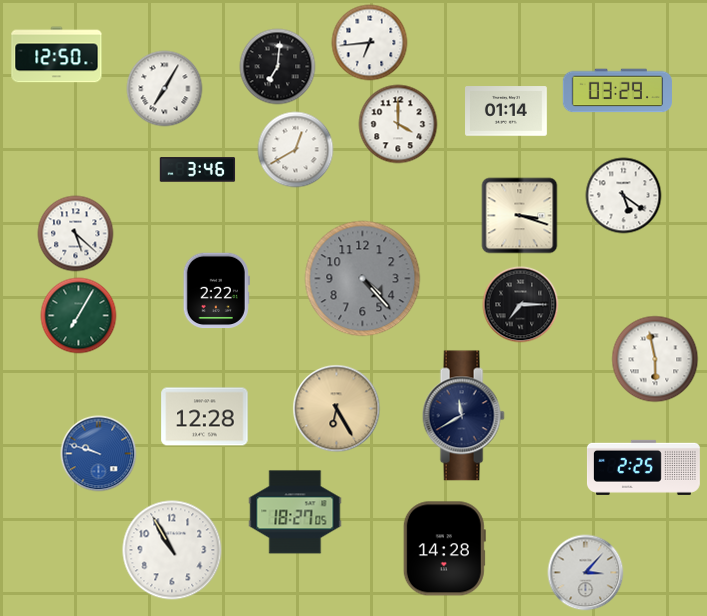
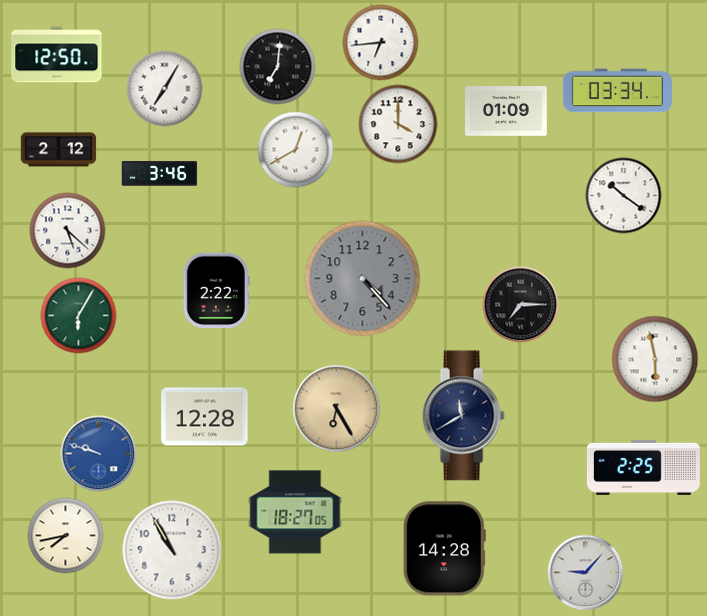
clock at (370, 43) position: (370, 43) -> (381, 43)
clock at (617, 91): 03:29 -> 03:34
clock at (507, 111): 01:14 -> 01:09
clock at (59, 150): none -> 2:12
clock at (198, 170) position: (198, 170) -> (160, 174)
clock at (624, 196): 5:21 -> 10:21
clock at (520, 216): 3:18 -> none
clock at (76, 234) position: (76, 234) -> (68, 231)
clock at (79, 316): 7:05 -> 6:05
clock at (66, 536): none -> 7:43
clock at (586, 573): 3:07 -> 9:07
